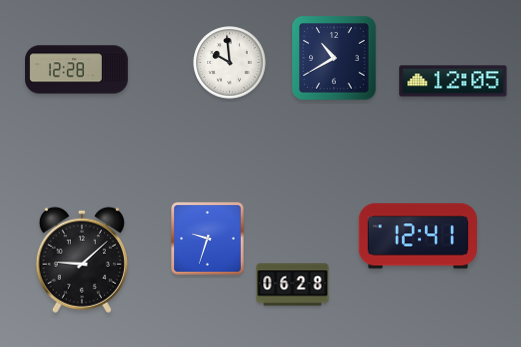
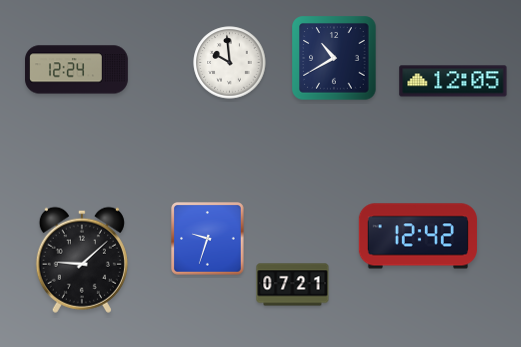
clock at (77, 70): 12:28 -> 12:24
clock at (418, 236): 12:41 -> 12:42
clock at (293, 285): 06:28 -> 07:21
